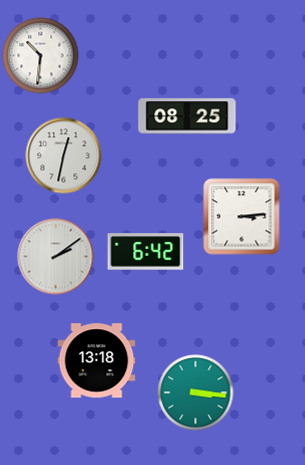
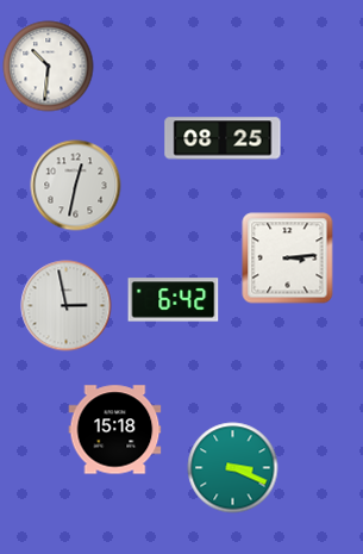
clock at (56, 257): 2:09 -> 2:58
clock at (97, 361): 13:18 -> 15:18
clock at (196, 393): 3:16 -> 3:19
